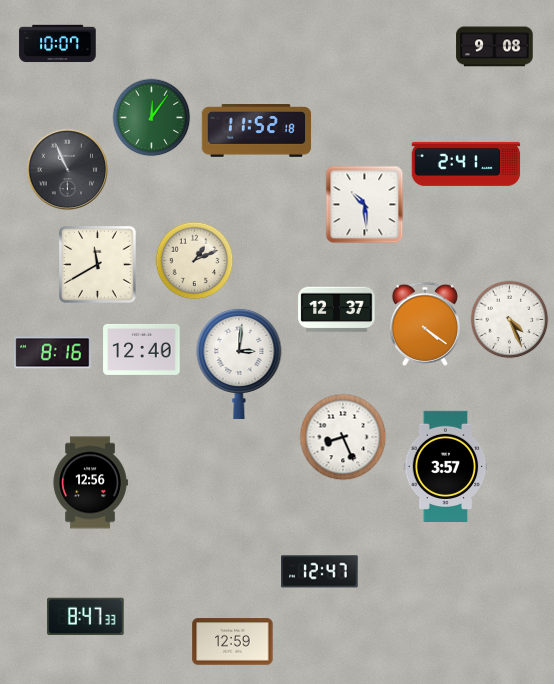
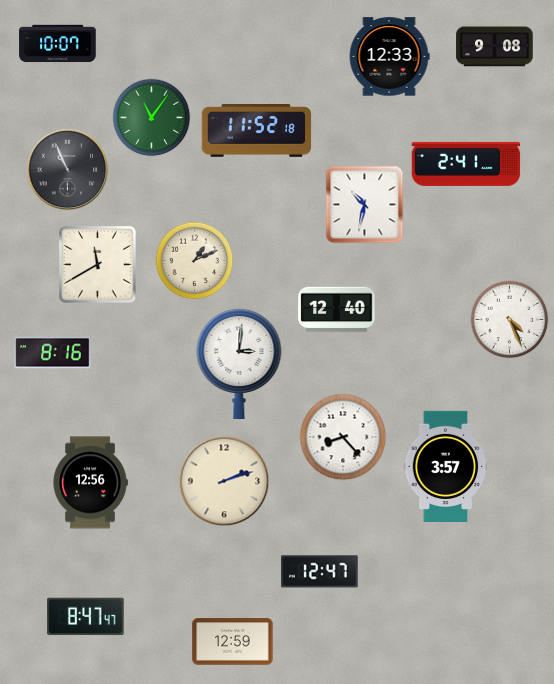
clock at (389, 57): none -> 12:33
clock at (151, 117): 12:06 -> 11:06
clock at (364, 204): 10:29 -> 10:32
clock at (337, 310): 12:37 -> 12:40
clock at (425, 324): 4:21 -> none
clock at (142, 349): 12:40 -> none
clock at (343, 437): 8:26 -> 8:23
clock at (224, 481): none -> 2:12
clock at (86, 617): 8:47:33 -> 8:47:47
